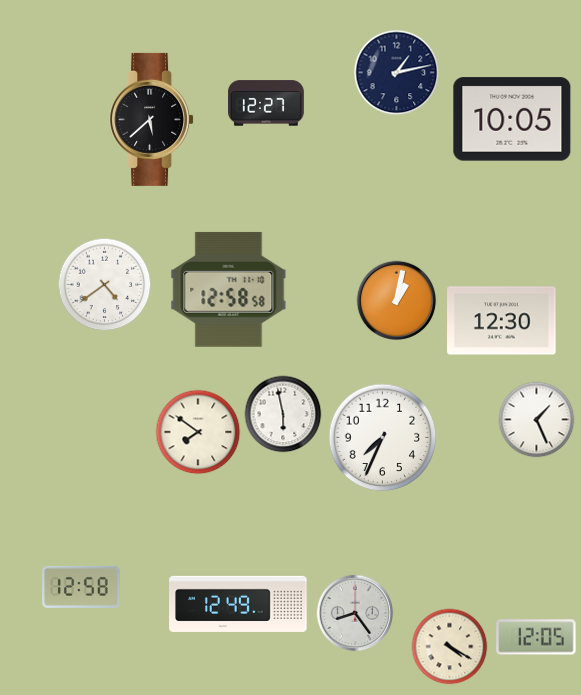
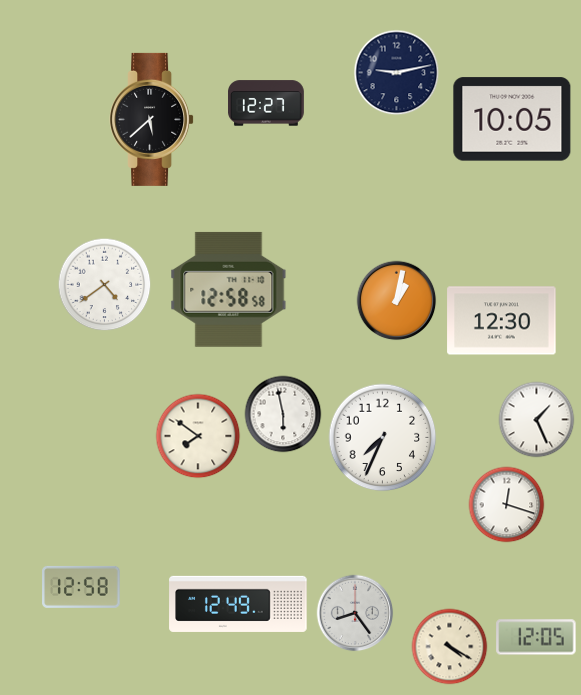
clock at (397, 73): 1:13 -> 9:13
clock at (198, 432) position: (198, 432) -> (198, 436)
clock at (507, 505): none -> 12:18
